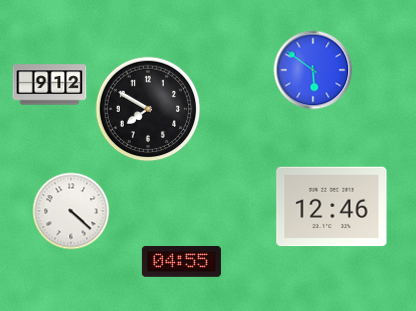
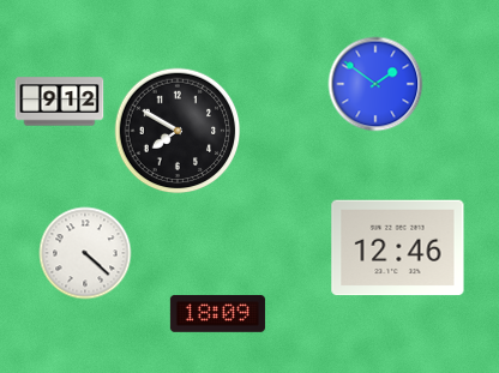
clock at (313, 70): 5:51 -> 1:51
clock at (181, 262): 04:55 -> 18:09
